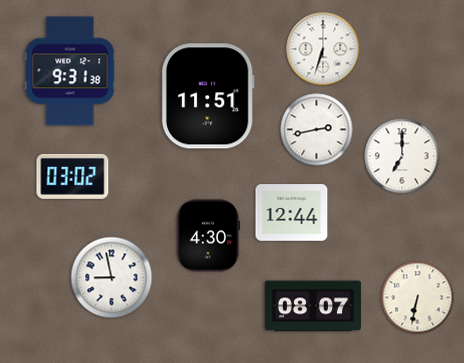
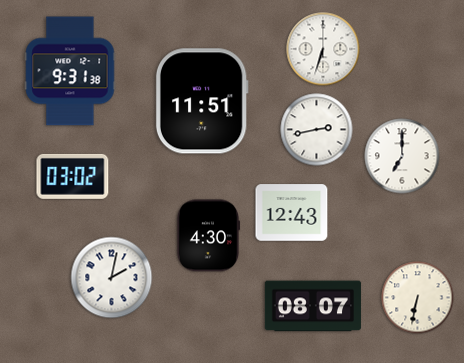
clock at (208, 96) position: (208, 96) -> (202, 101)
clock at (292, 213): 12:44 -> 12:43
clock at (112, 278): 8:58 -> 2:02
